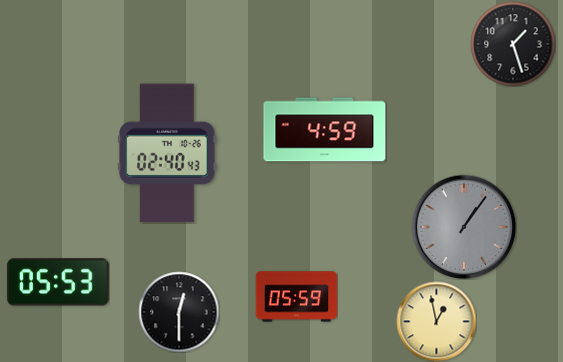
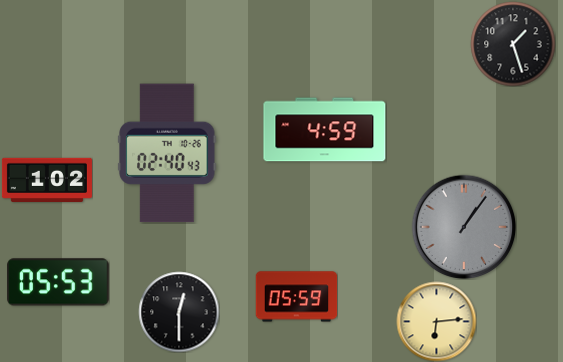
clock at (47, 179): none -> 1:02
clock at (436, 321): 12:58 -> 6:14
